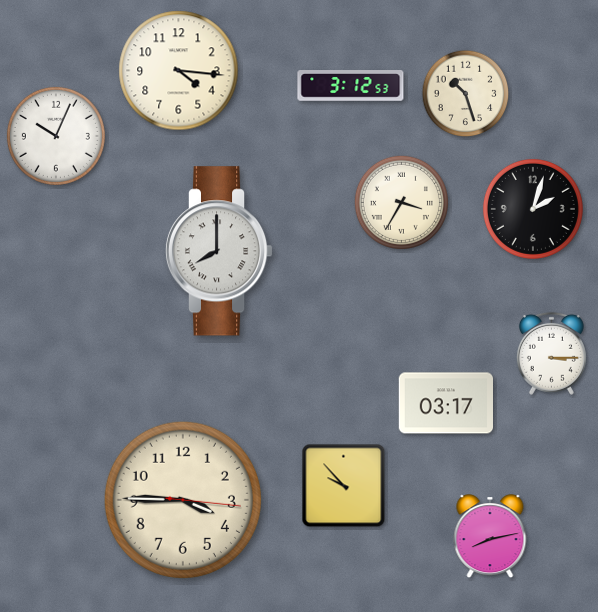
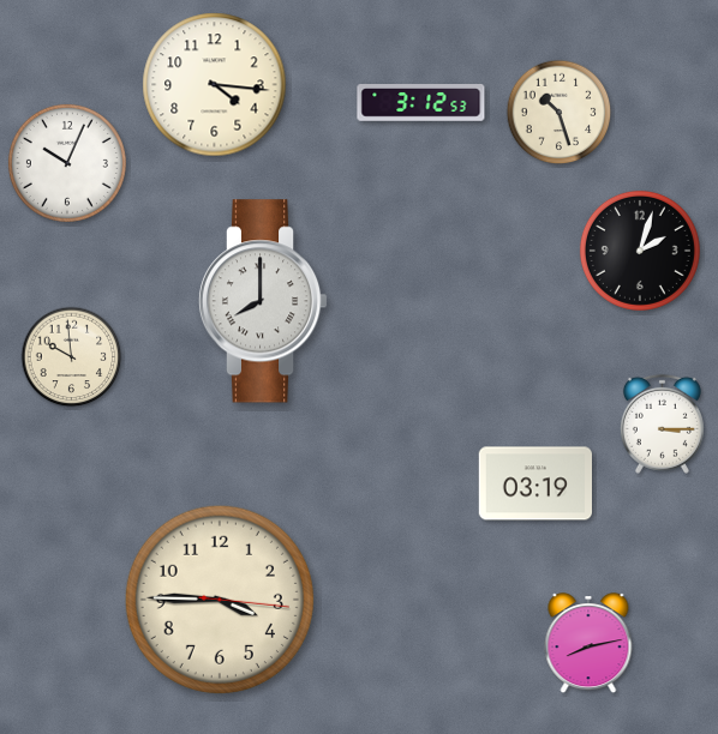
clock at (401, 202): 3:35 -> none
clock at (72, 357): none -> 9:59
clock at (446, 403): 03:17 -> 03:19
clock at (344, 486): 9:53 -> none
